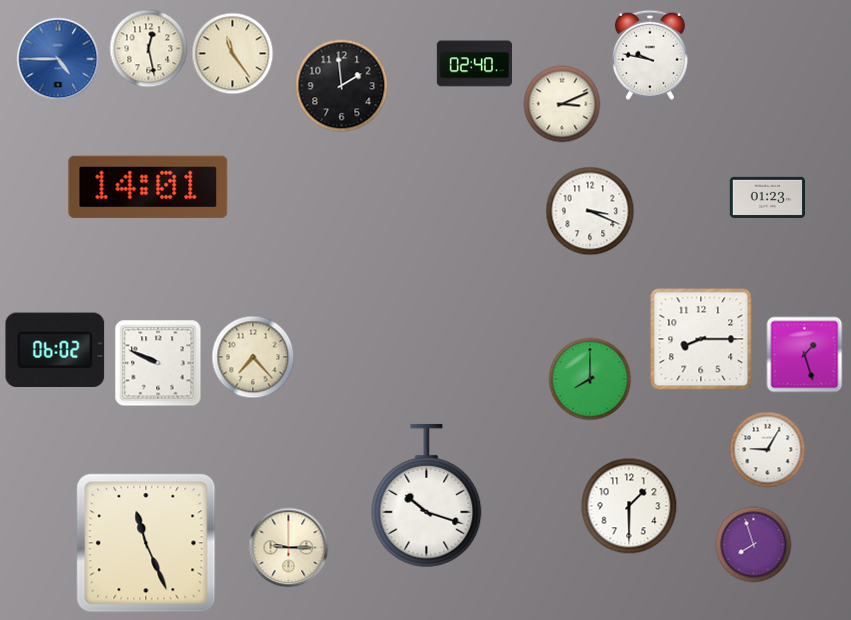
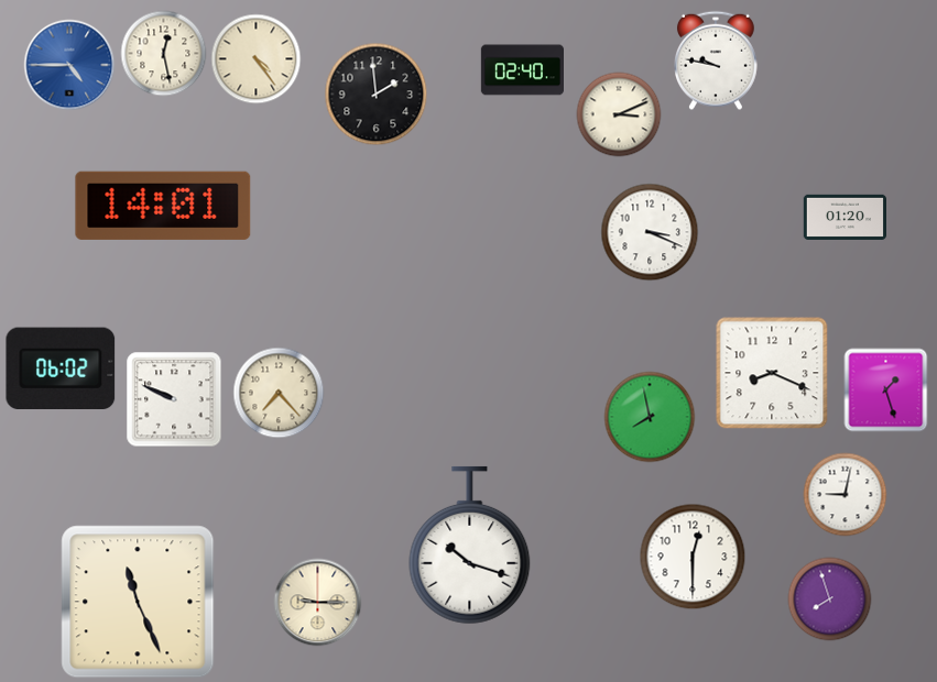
clock at (233, 54): 11:24 -> 4:24
clock at (58, 59) position: (58, 59) -> (69, 65)
clock at (767, 197): 01:23 -> 01:20
clock at (701, 339): 8:15 -> 8:19
clock at (55, 349) position: (55, 349) -> (61, 367)
clock at (590, 379): 8:00 -> 7:58
clock at (768, 450): 9:05 -> 9:02
clock at (629, 506): 1:30 -> 12:30
clock at (146, 543) position: (146, 543) -> (138, 602)
